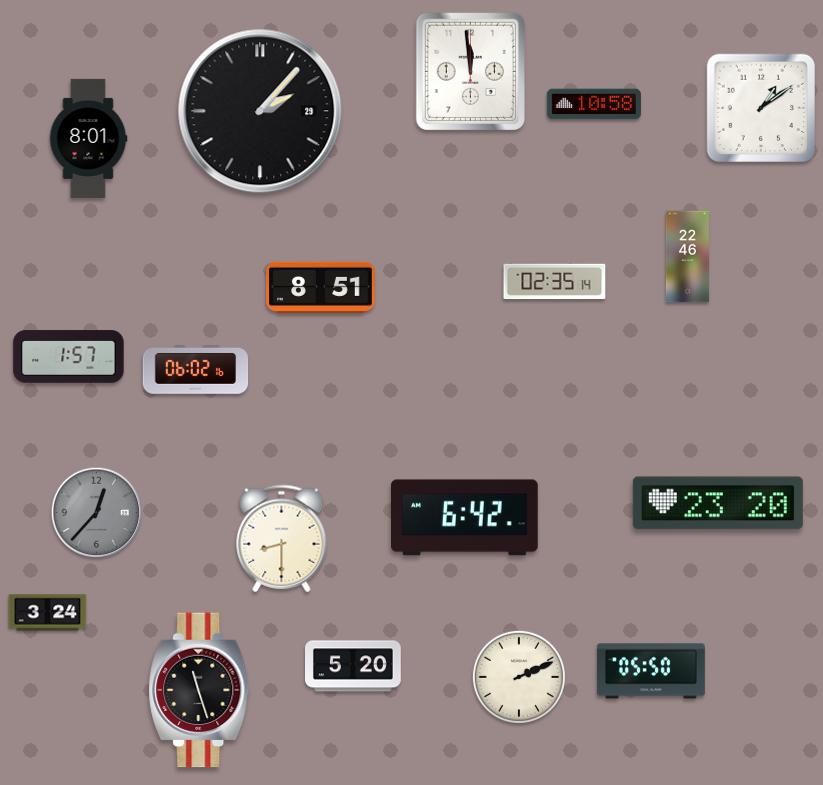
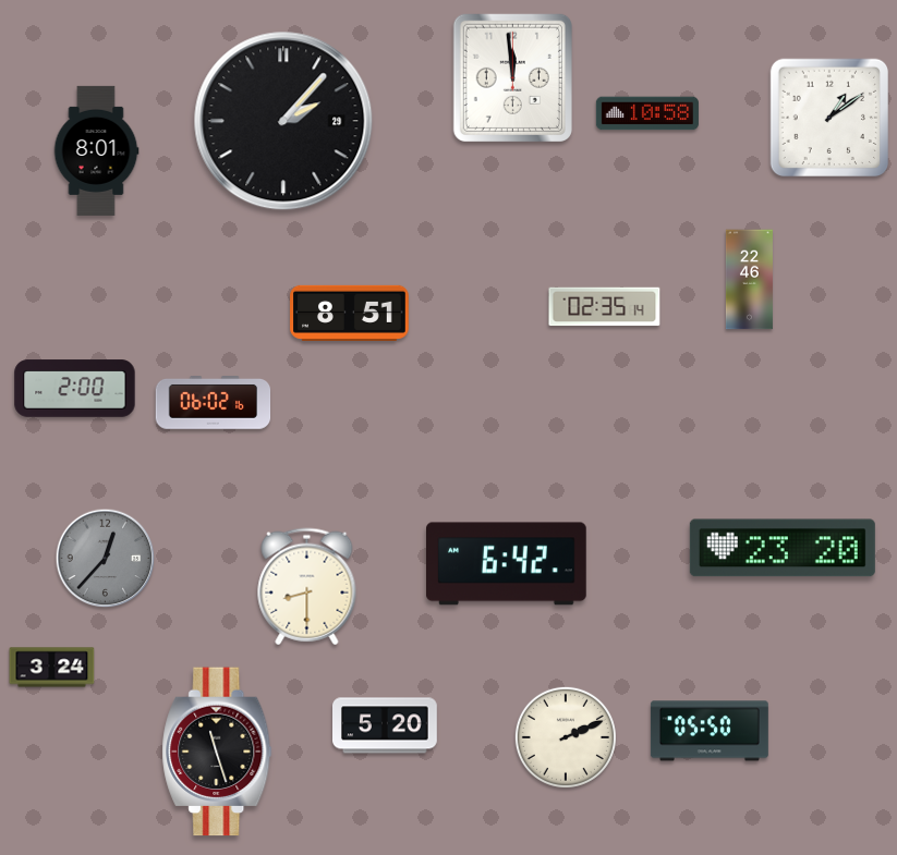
clock at (69, 357): 1:57 -> 2:00
